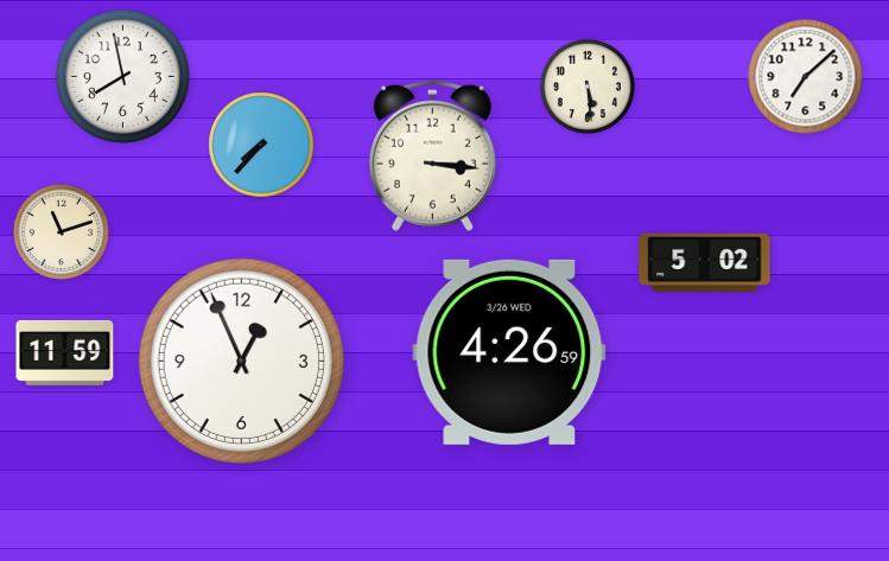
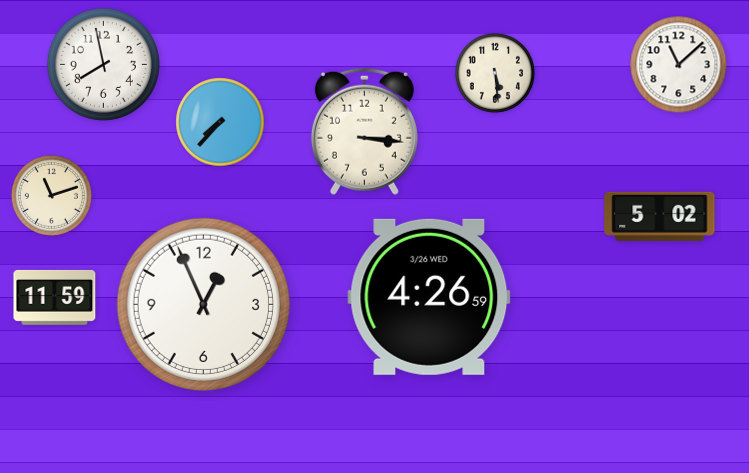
clock at (806, 77): 7:08 -> 11:08
clock at (705, 262) position: (705, 262) -> (660, 216)
